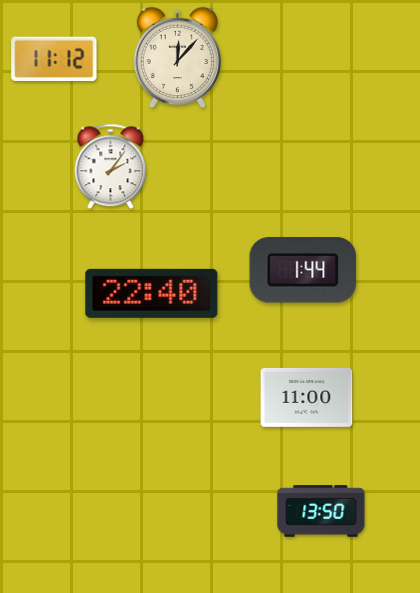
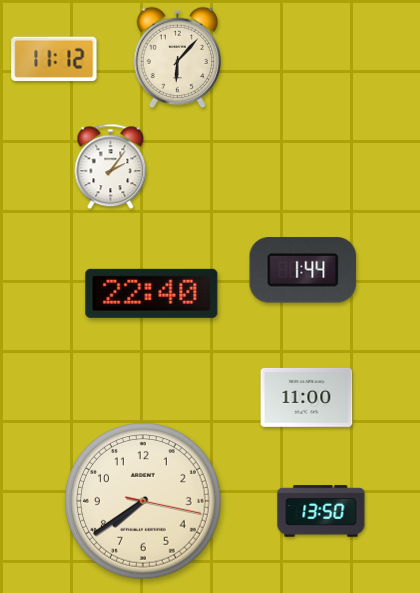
clock at (178, 58): 12:07 -> 6:07
clock at (143, 501): none -> 7:39
